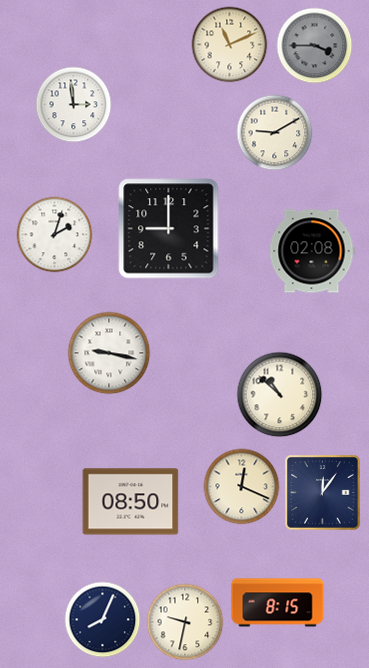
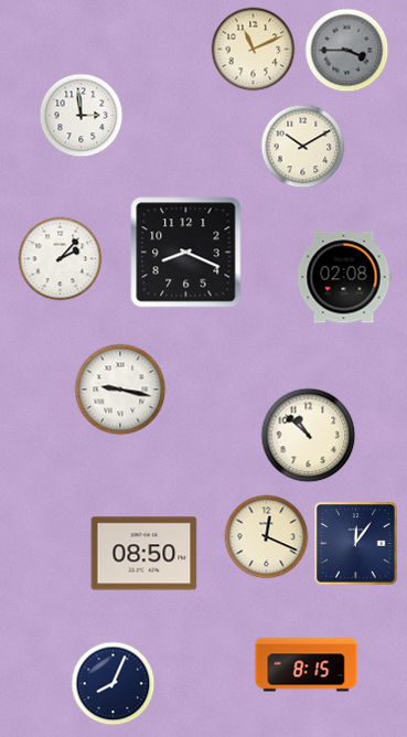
clock at (275, 133): 9:10 -> 10:10
clock at (169, 229): 9:00 -> 8:19
clock at (55, 235): 2:03 -> 2:07
clock at (185, 622): 9:32 -> none
